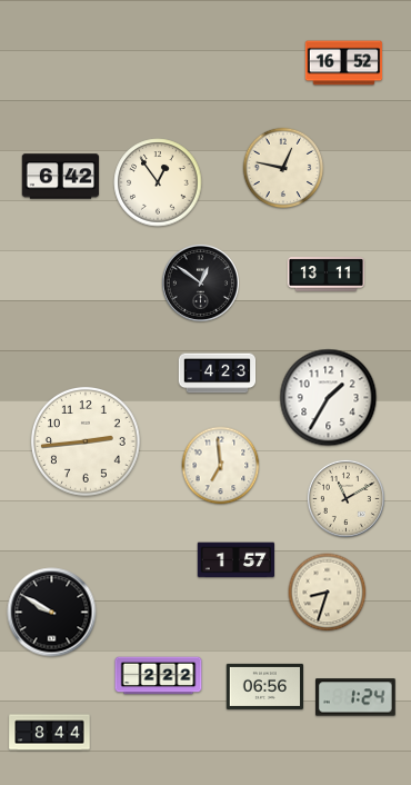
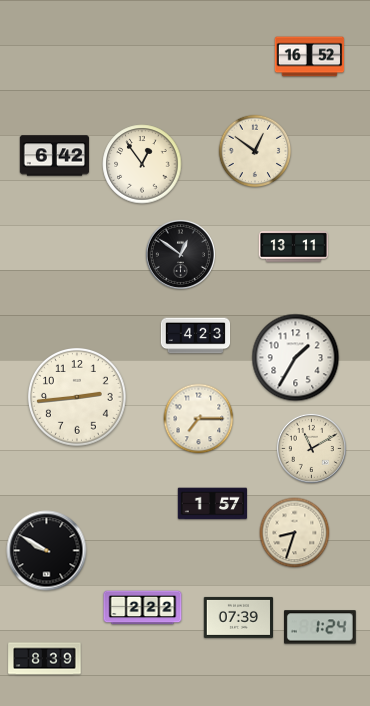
clock at (283, 168): 12:47 -> 12:51
clock at (61, 177) position: (61, 177) -> (55, 156)
clock at (221, 466): 6:59 -> 7:15
clock at (265, 686): 06:56 -> 07:39
clock at (50, 733): 8:44 -> 8:39
